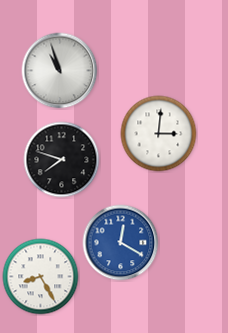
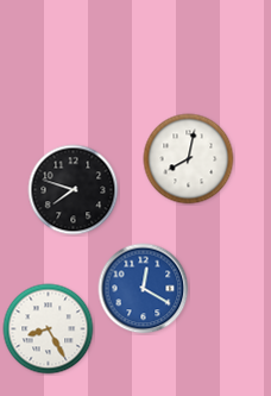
clock at (60, 71): 10:57 -> none
clock at (159, 134): 3:01 -> 8:02
